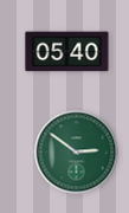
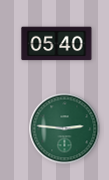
clock at (77, 153): 2:51 -> 2:46
